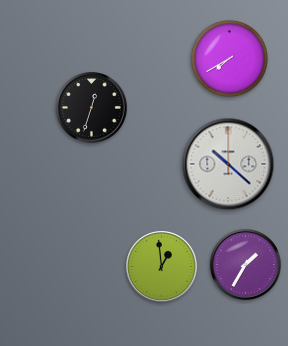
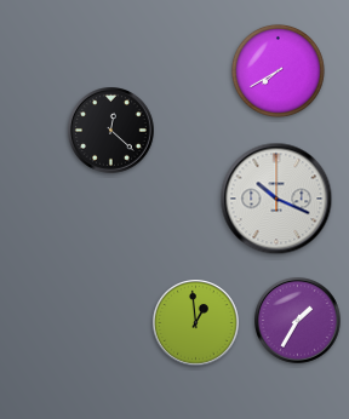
clock at (92, 108): 12:33 -> 12:22
clock at (228, 164): 10:22 -> 10:19
